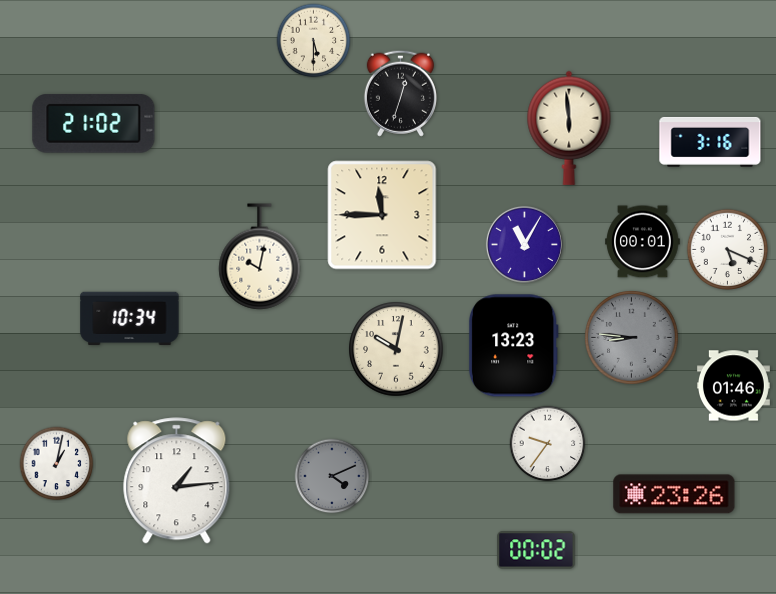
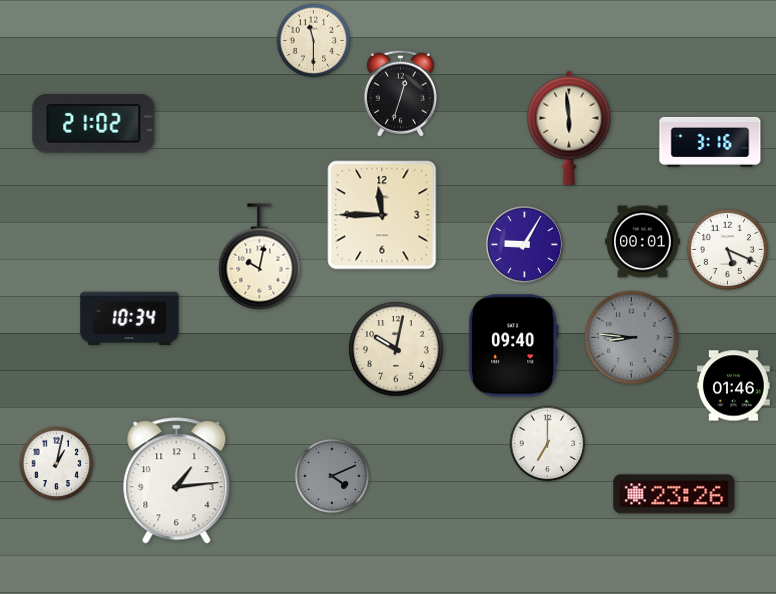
clock at (314, 41): 5:30 -> 11:30
clock at (524, 244): 11:05 -> 9:05
clock at (513, 346): 13:23 -> 09:40
clock at (548, 444): 9:36 -> 7:00
clock at (536, 550): 00:02 -> none
